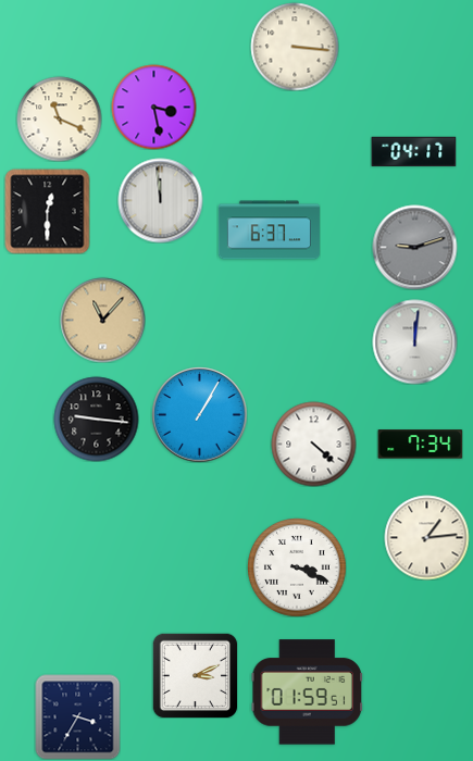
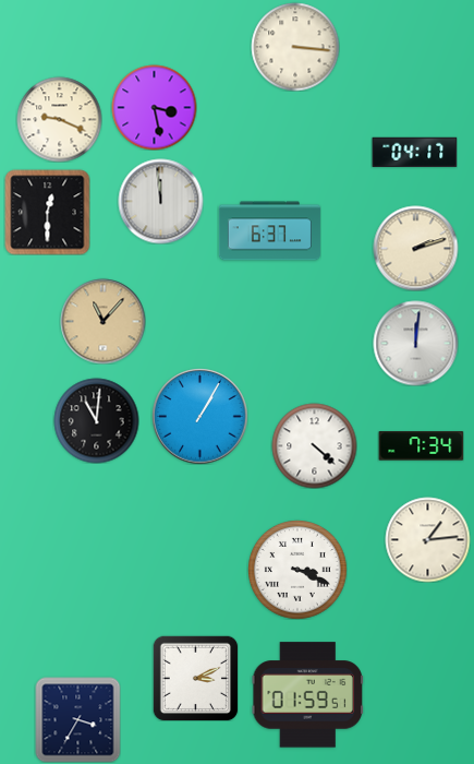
clock at (59, 118): 11:19 -> 9:19
clock at (414, 247): 9:12 -> 2:12
clock at (414, 247) dial: grey -> cream
clock at (96, 419): 9:16 -> 11:01
